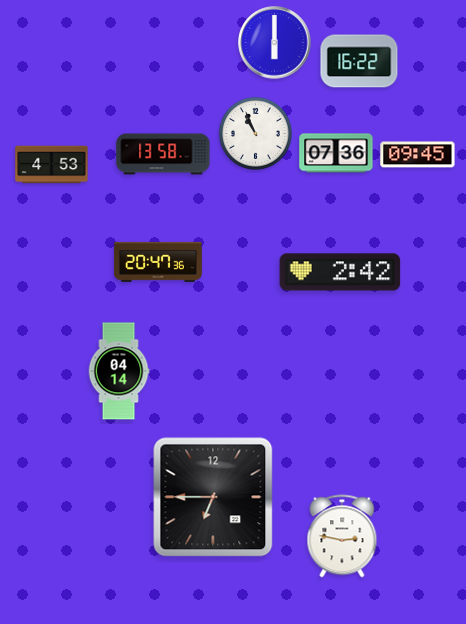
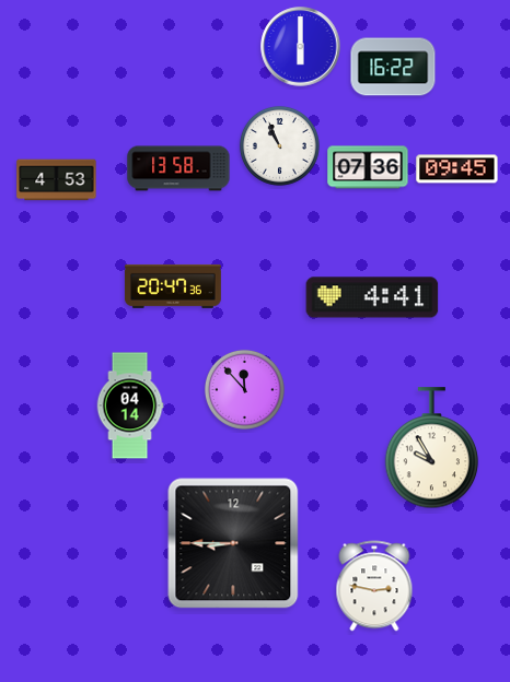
clock at (340, 272): 2:42 -> 4:41
clock at (244, 389): none -> 11:53
clock at (432, 448): none -> 9:55
clock at (213, 497): 6:45 -> 8:45
